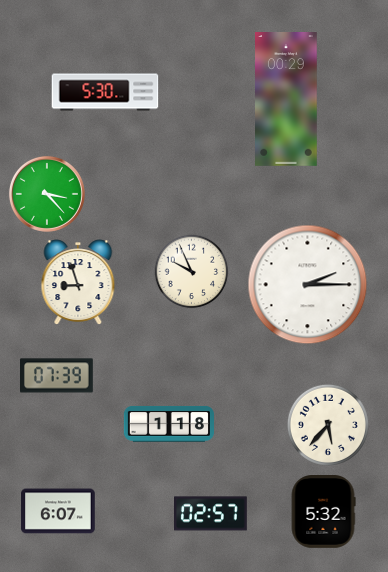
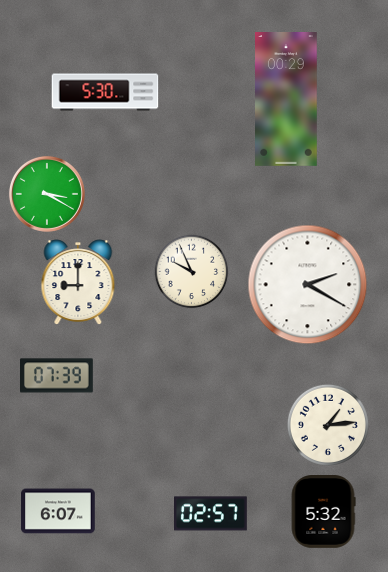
clock at (47, 194): 3:23 -> 3:20
clock at (78, 282): 8:57 -> 9:00
clock at (308, 285): 2:15 -> 2:20
clock at (169, 424): 1:18 -> none
clock at (328, 425): 5:37 -> 1:14
